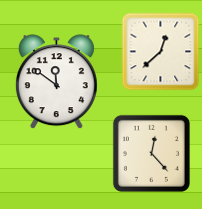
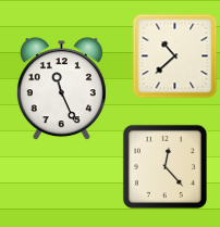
clock at (160, 51): 12:38 -> 10:38
clock at (56, 82): 11:51 -> 11:26
